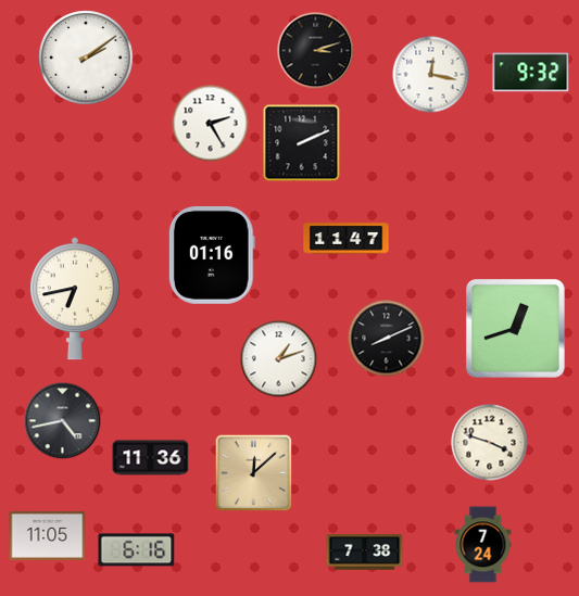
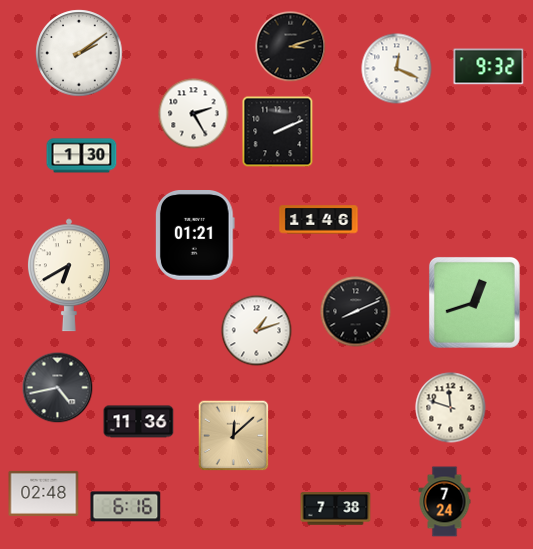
clock at (431, 75): 12:17 -> 12:19
clock at (82, 156): none -> 1:30
clock at (347, 239): 11:47 -> 11:46
clock at (212, 256): 01:16 -> 01:21
clock at (75, 299): 6:43 -> 6:40
clock at (490, 443): 3:48 -> 11:48
clock at (48, 535): 11:05 -> 02:48
